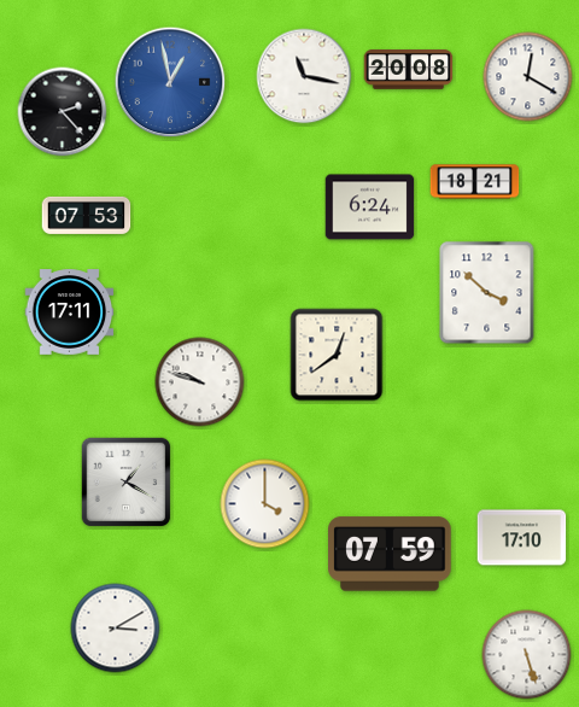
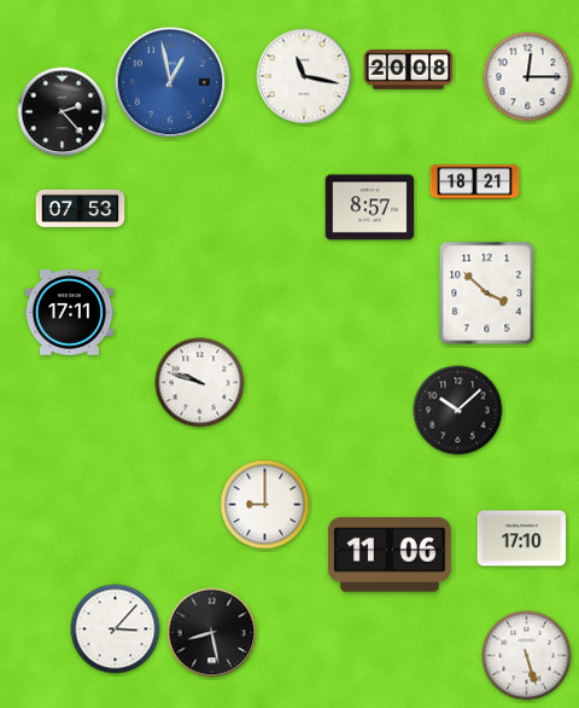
clock at (528, 77): 12:20 -> 12:15
clock at (370, 208): 6:24 -> 8:57
clock at (87, 215) position: (87, 215) -> (81, 208)
clock at (337, 355): 12:39 -> none
clock at (458, 411): none -> 10:08
clock at (127, 483): 1:20 -> none
clock at (265, 504): 4:00 -> 9:00
clock at (391, 554): 07:59 -> 11:06
clock at (116, 629): 3:10 -> 3:07
clock at (212, 633): none -> 8:28
